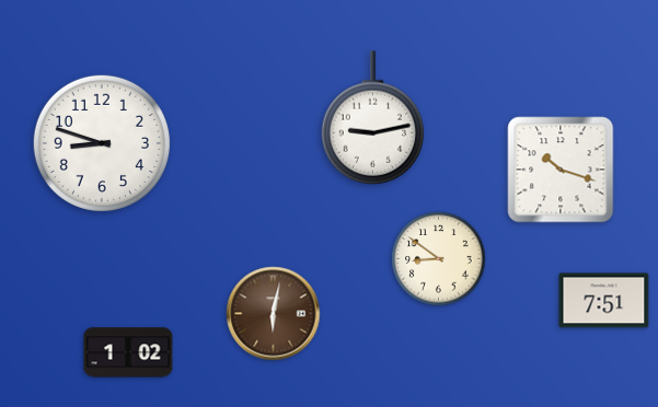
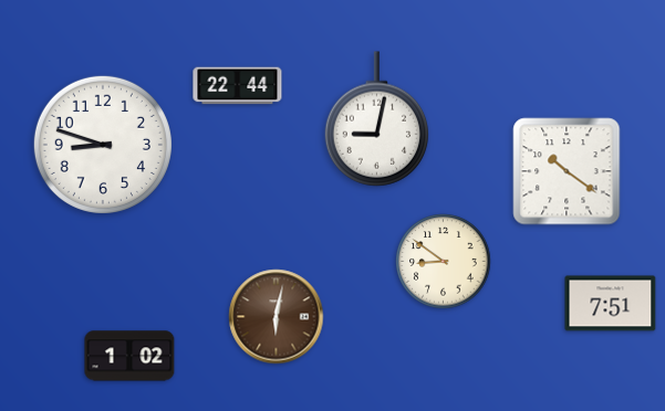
clock at (238, 86): none -> 22:44
clock at (372, 118): 9:13 -> 9:02
clock at (561, 170): 10:18 -> 10:21
